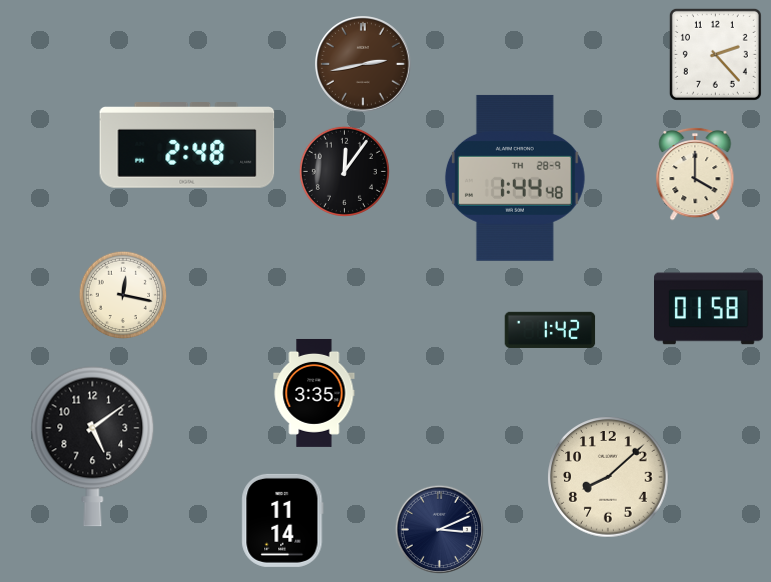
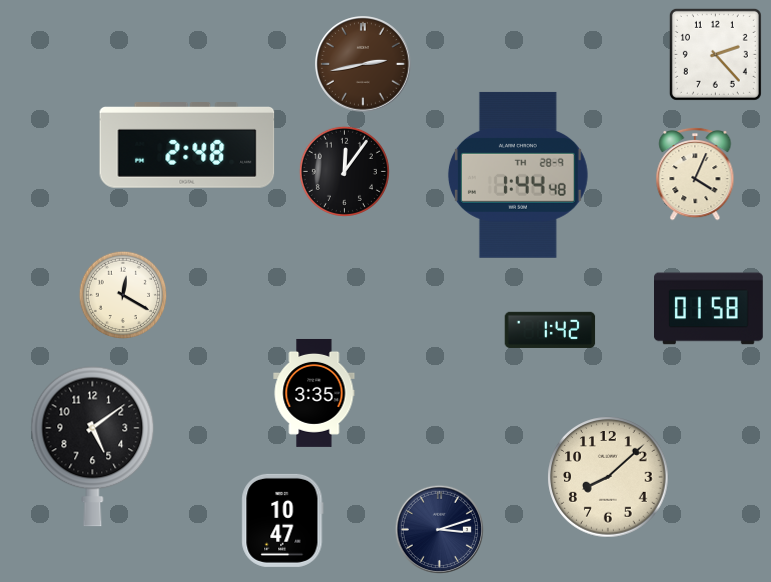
clock at (695, 174): 4:00 -> 4:04
clock at (515, 178) position: (515, 178) -> (518, 175)
clock at (123, 295): 12:17 -> 12:20
clock at (283, 520): 11:14 -> 10:47
clock at (439, 529): 3:11 -> 3:12
